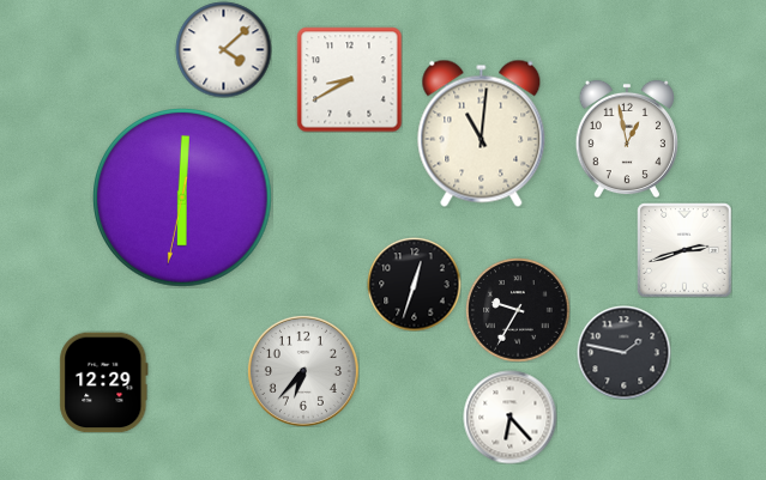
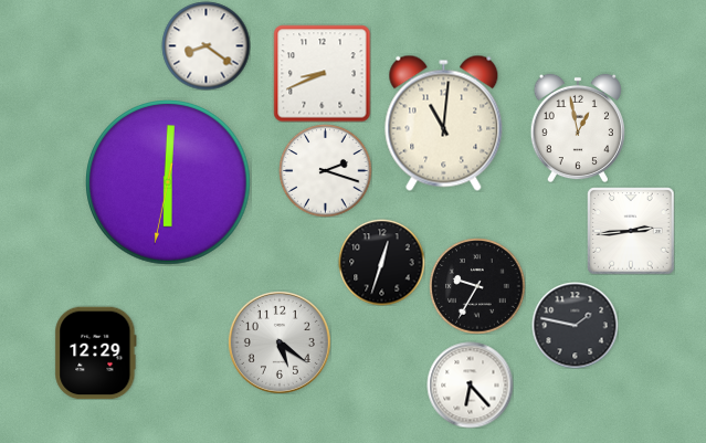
clock at (223, 49): 4:08 -> 8:21
clock at (349, 79): 8:40 -> 8:41
clock at (325, 170): none -> 2:18
clock at (684, 250): 2:42 -> 2:44
clock at (303, 371): 6:37 -> 5:21
